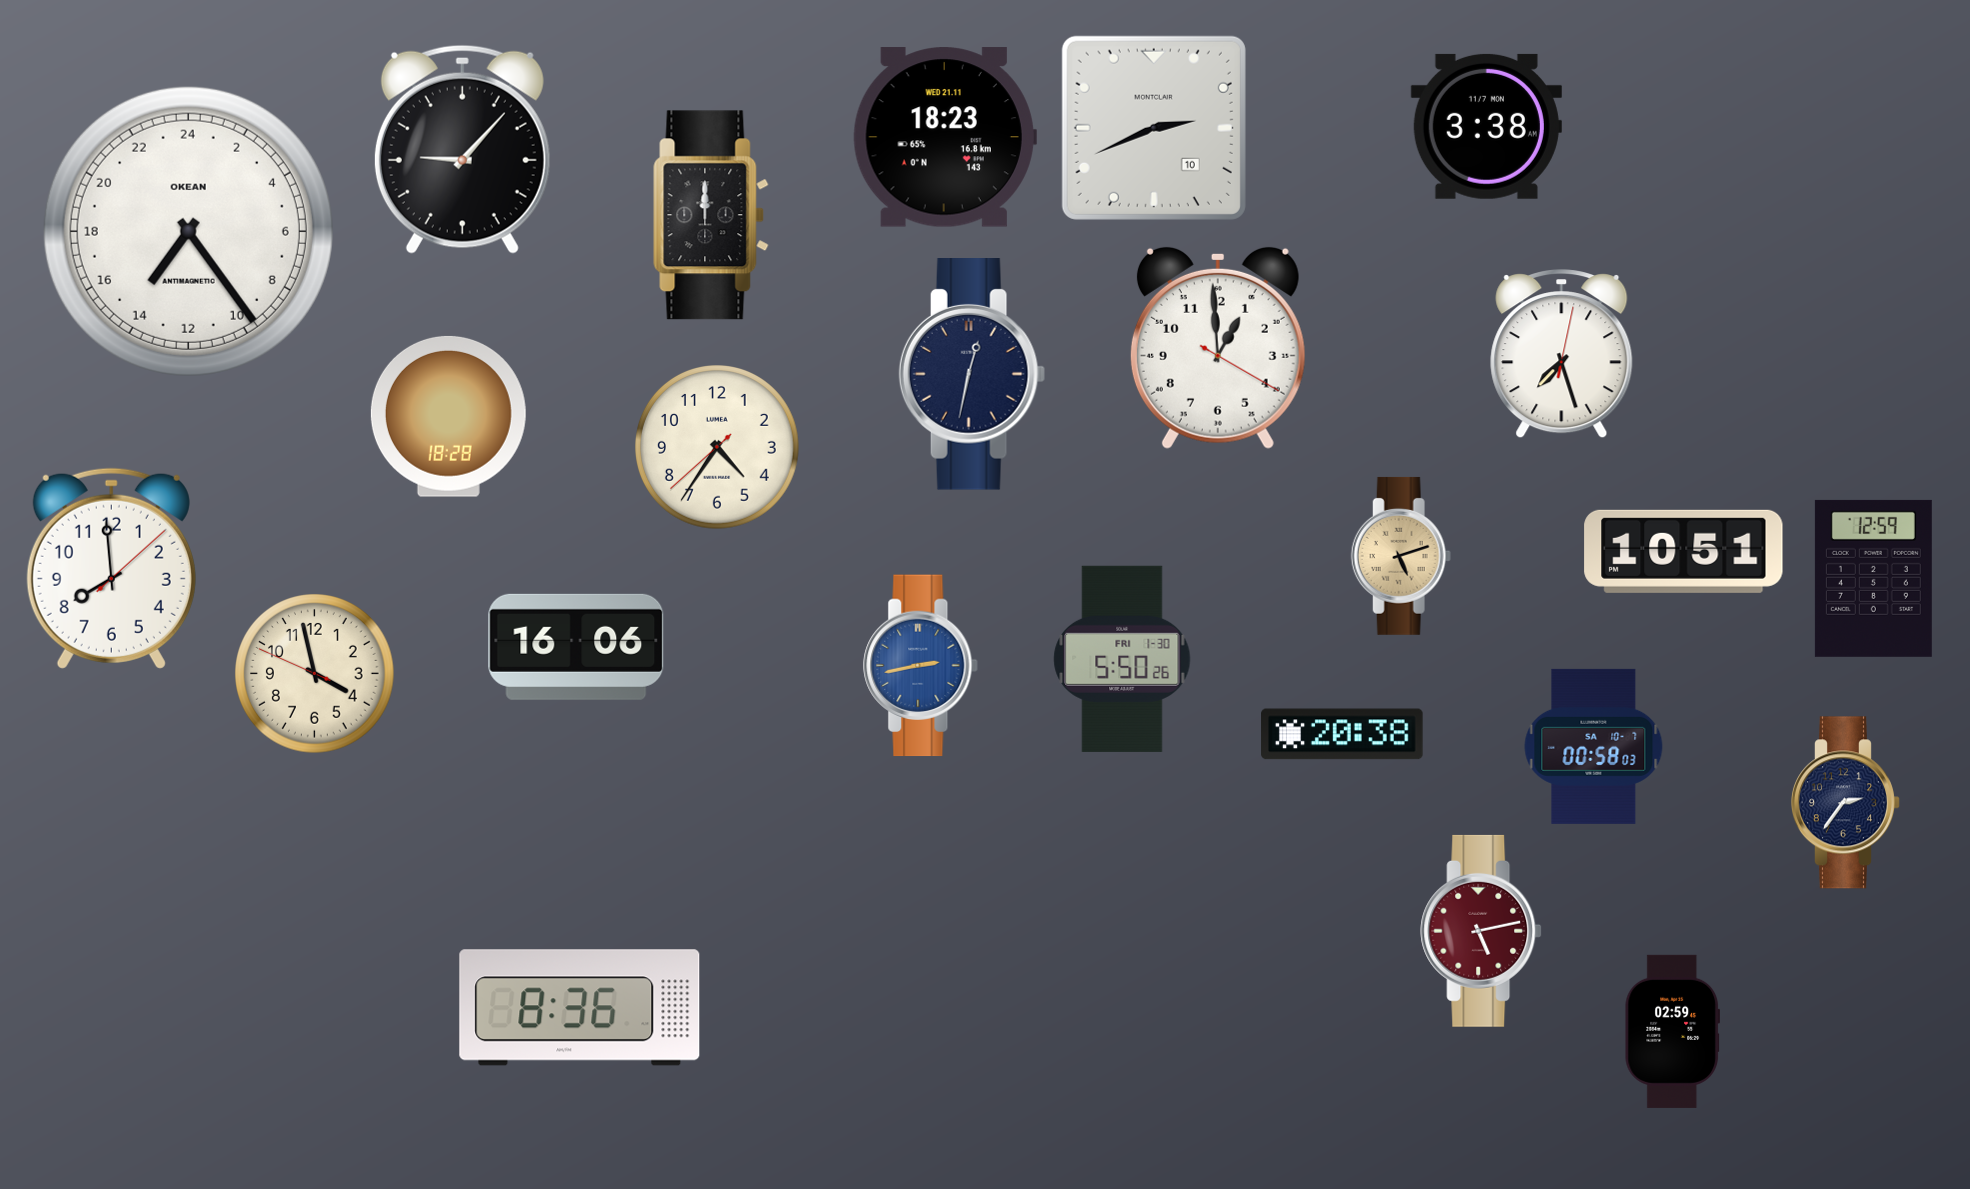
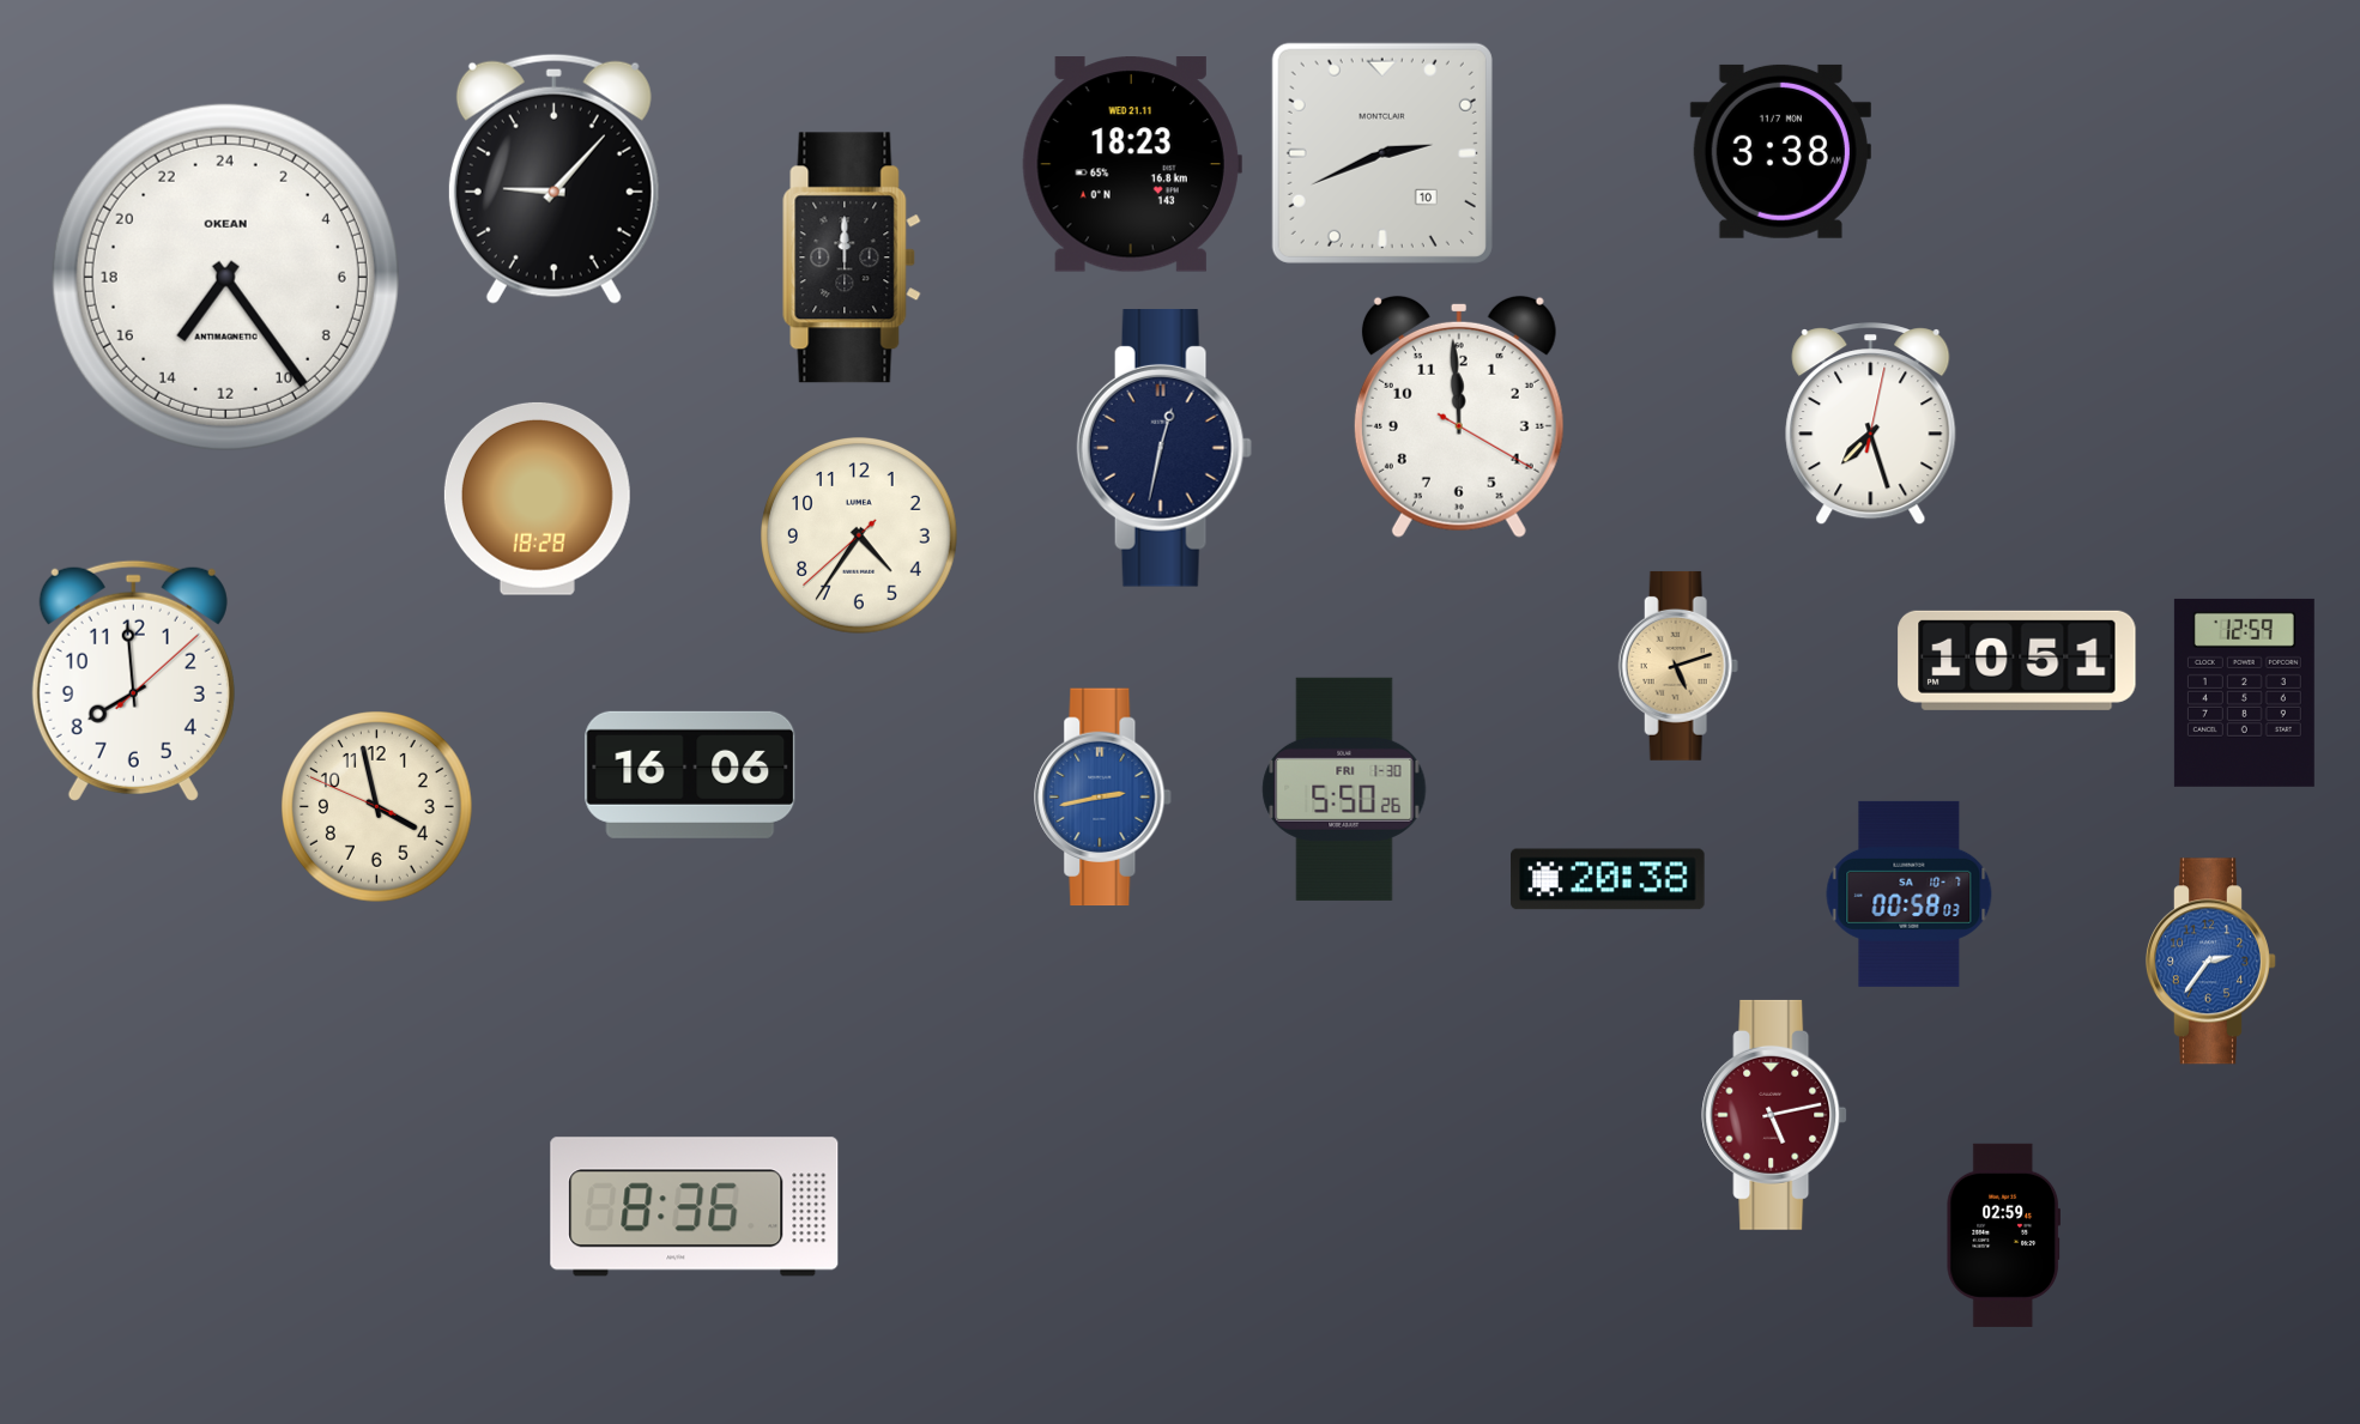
clock at (1218, 348): 12:59 -> 11:59
clock at (1845, 803) dial: navy -> blue
